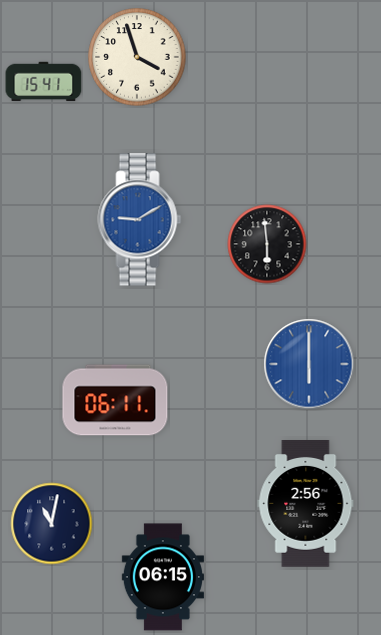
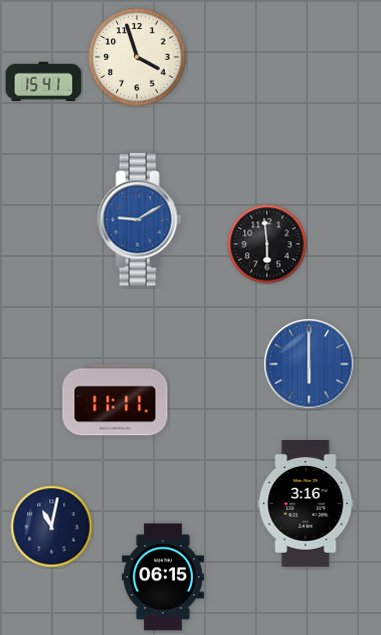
clock at (115, 400): 06:11 -> 11:11
clock at (306, 504): 2:56 -> 3:16
clock at (52, 524) position: (52, 524) -> (52, 527)
